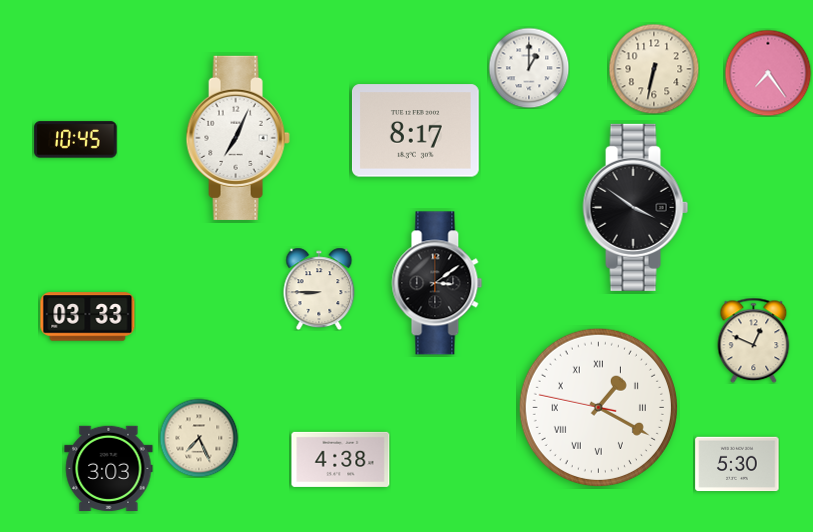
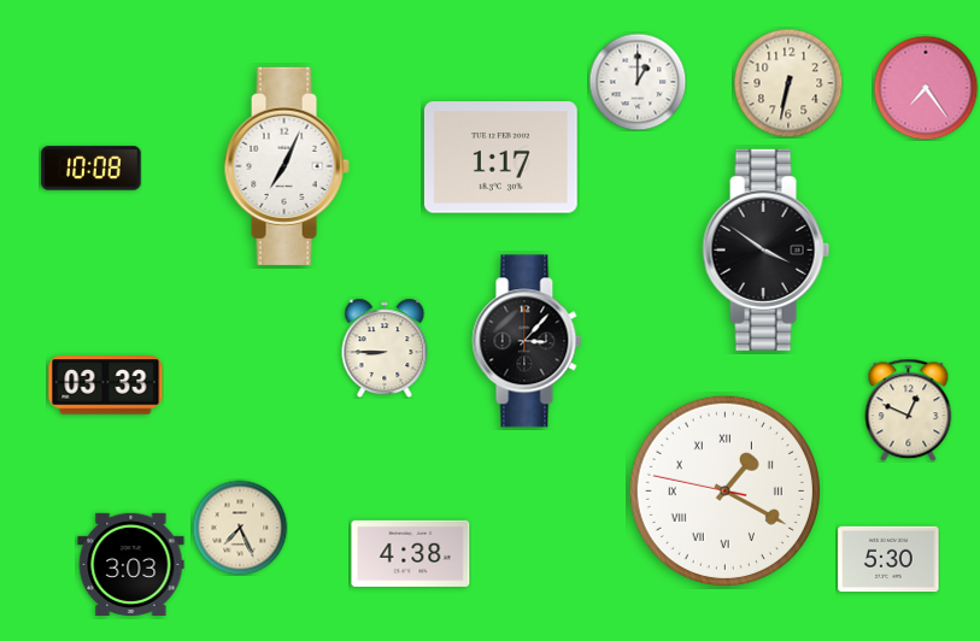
clock at (416, 131): 8:17 -> 1:17
clock at (76, 140): 10:45 -> 10:08
clock at (437, 283): 3:09 -> 3:07
clock at (88, 317) position: (88, 317) -> (106, 386)
clock at (598, 407) position: (598, 407) -> (724, 490)
